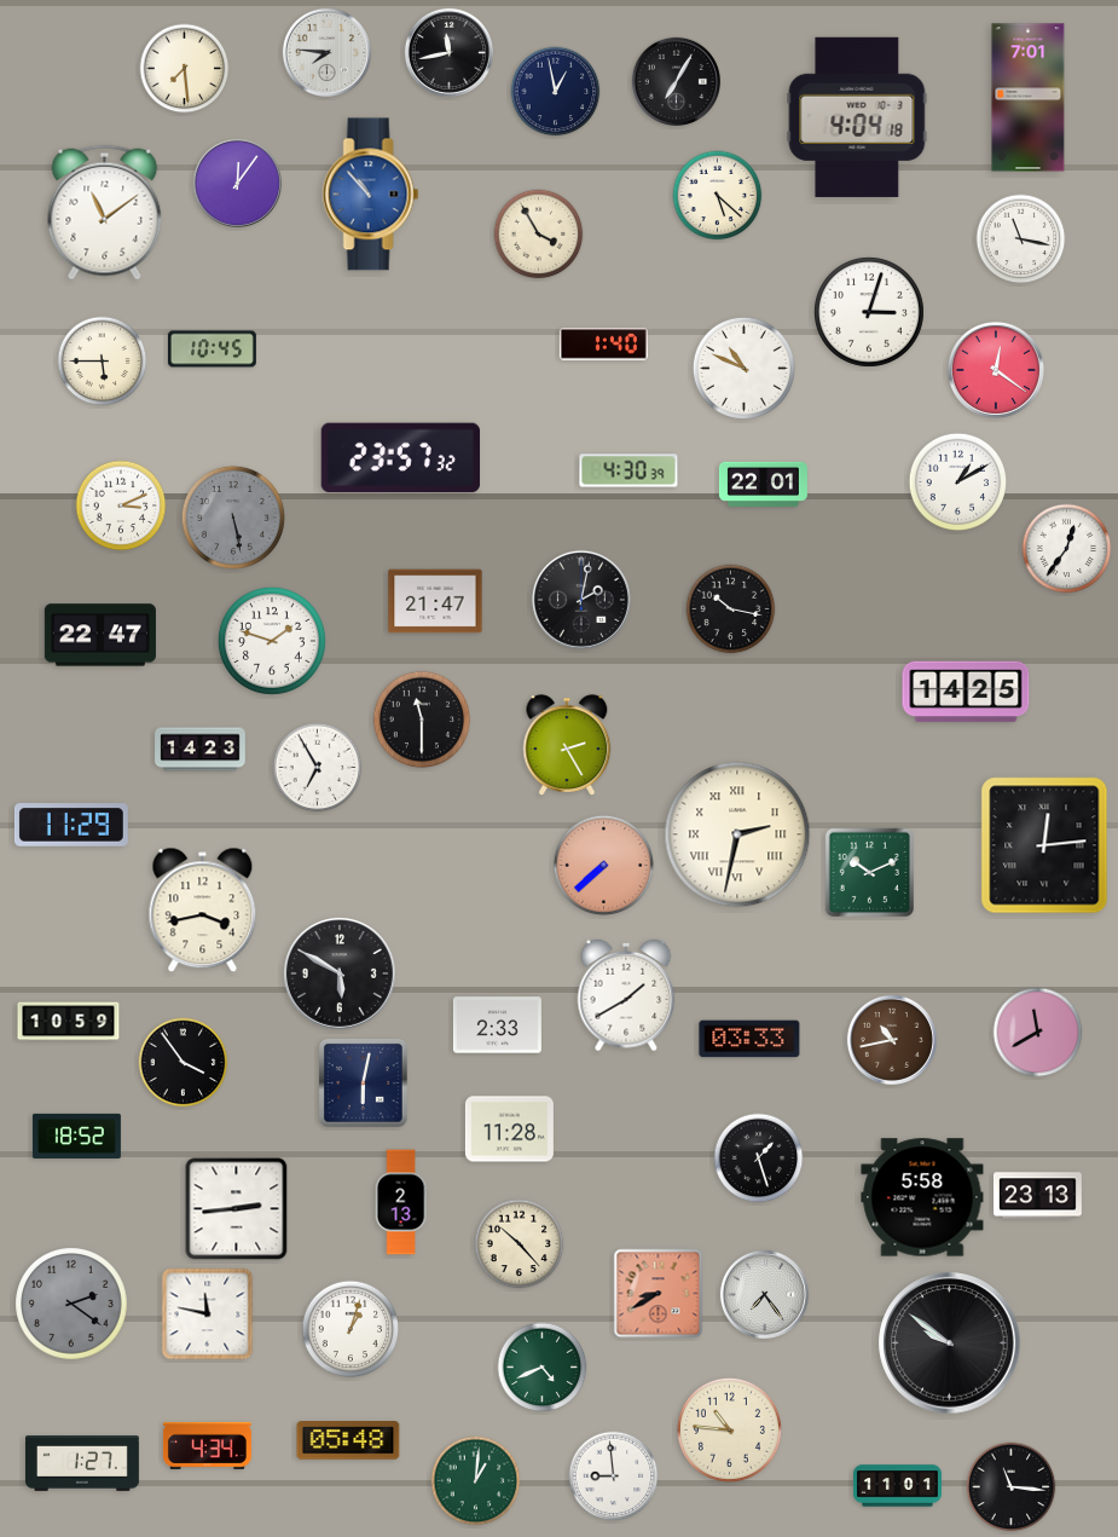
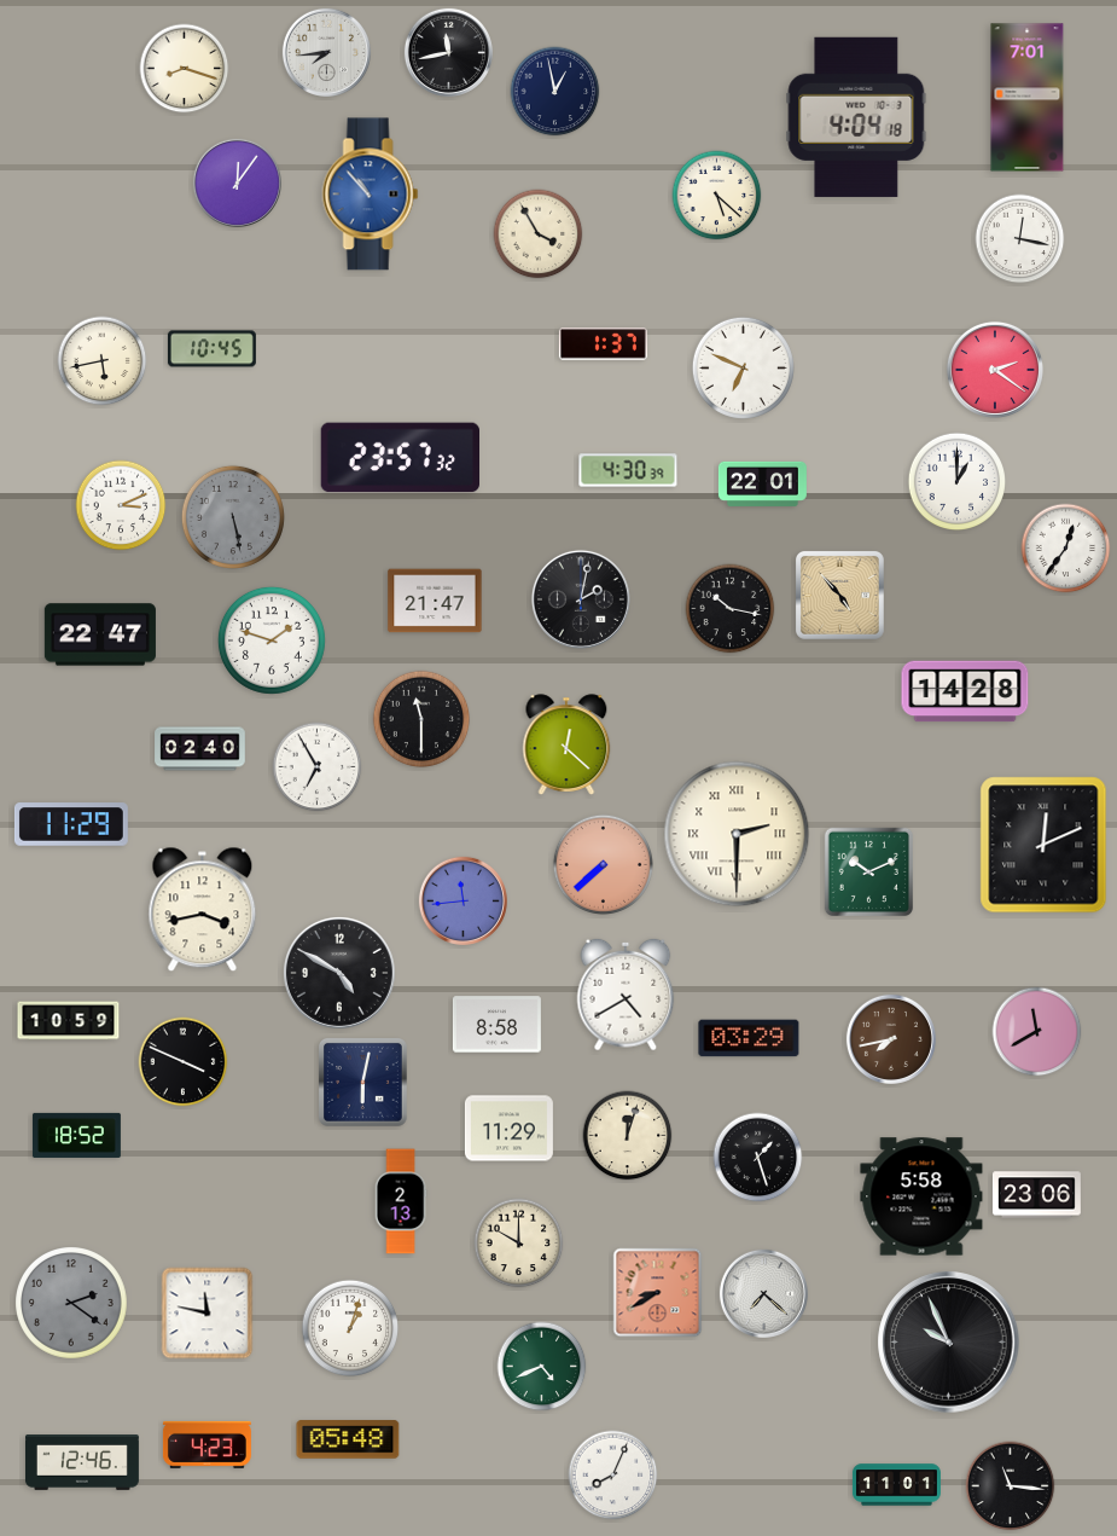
clock at (326, 52): 7:46 -> 7:44
clock at (185, 69): 7:29 -> 8:18
clock at (676, 81): 7:05 -> none
clock at (105, 213): 11:09 -> none
clock at (1021, 239): 11:17 -> 12:17
clock at (869, 312): 3:03 -> none
clock at (603, 345): 1:40 -> 1:37
clock at (103, 362): 5:45 -> 5:43
clock at (743, 368): 10:49 -> 6:49
clock at (996, 370): 12:21 -> 2:21
clock at (958, 483): 1:10 -> 1:00
clock at (840, 596): none -> 4:53
clock at (966, 692): 14:25 -> 14:28
clock at (567, 745): 2:25 -> 12:22
clock at (201, 750): 14:23 -> 02:40
clock at (737, 834): 2:32 -> 2:30
clock at (1044, 845): 12:14 -> 12:11
clock at (462, 900): none -> 11:44
clock at (340, 973): 5:50 -> 4:50
clock at (626, 995): 1:40 -> 4:40
clock at (497, 1025): 2:33 -> 8:58
clock at (749, 1039): 03:33 -> 03:29
clock at (892, 1040): 10:43 -> 7:43
clock at (184, 1063): 3:54 -> 3:49
clock at (509, 1129): 11:28 -> 11:29
clock at (628, 1136): none -> 12:03
clock at (1037, 1196): 23:13 -> 23:06
clock at (237, 1209): 2:44 -> none
clock at (520, 1244): 10:23 -> 10:00
clock at (764, 1294): 7:24 -> 7:22
clock at (950, 1344): 9:51 -> 9:56
clock at (729, 1429): 10:46 -> none
clock at (207, 1445): 4:34 -> 4:23
clock at (82, 1464): 1:27 -> 12:46
clock at (614, 1477): 8:59 -> 8:04
clock at (476, 1481): 1:01 -> none
